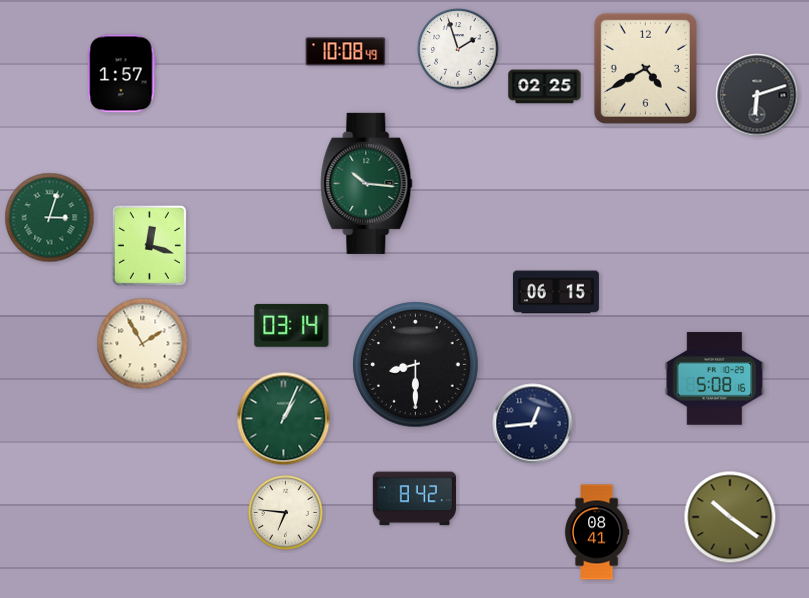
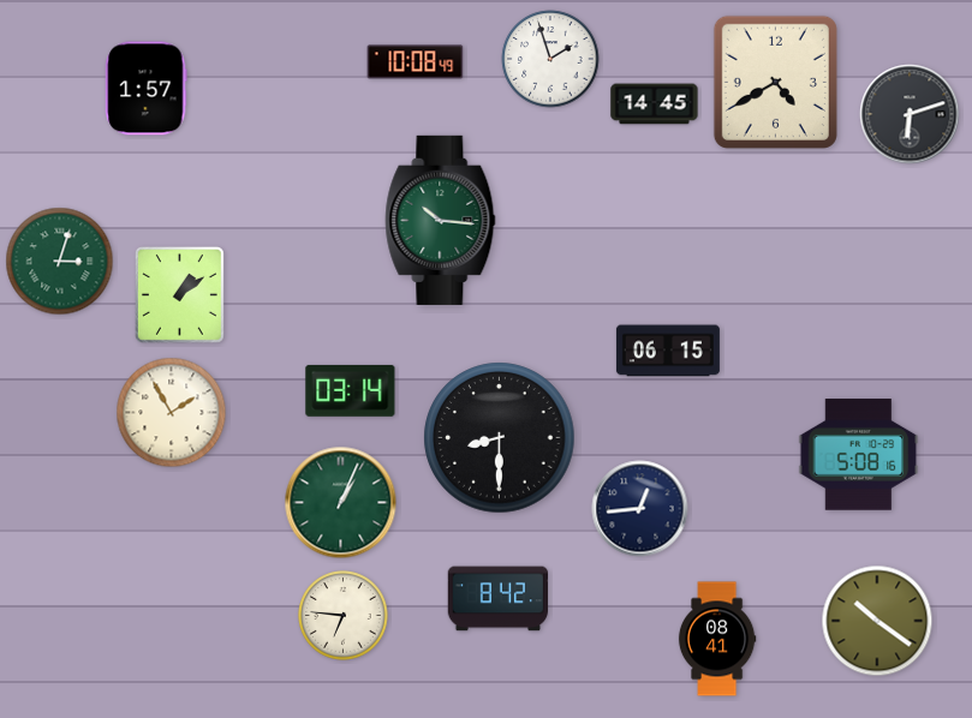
clock at (545, 87): 02:25 -> 14:45
clock at (149, 245): 12:18 -> 1:09
